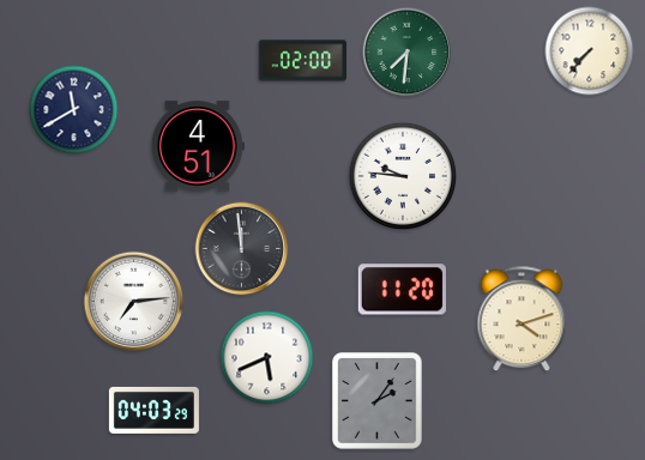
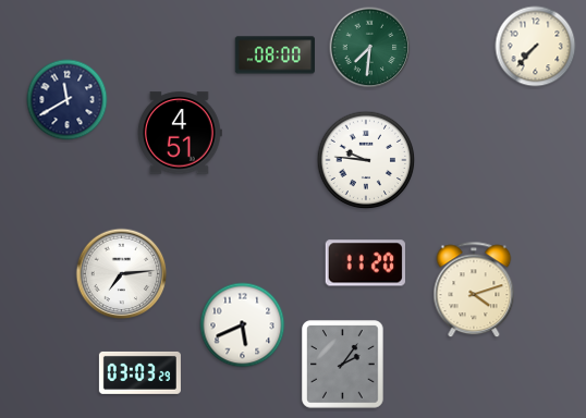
clock at (302, 61): 02:00 -> 08:00
clock at (242, 249): 11:59 -> none
clock at (153, 410): 04:03 -> 03:03
